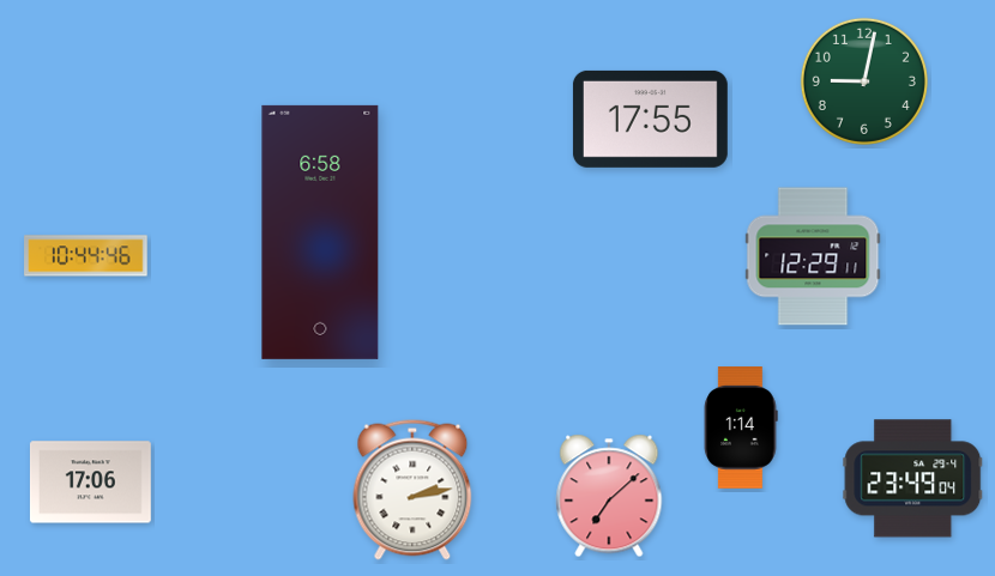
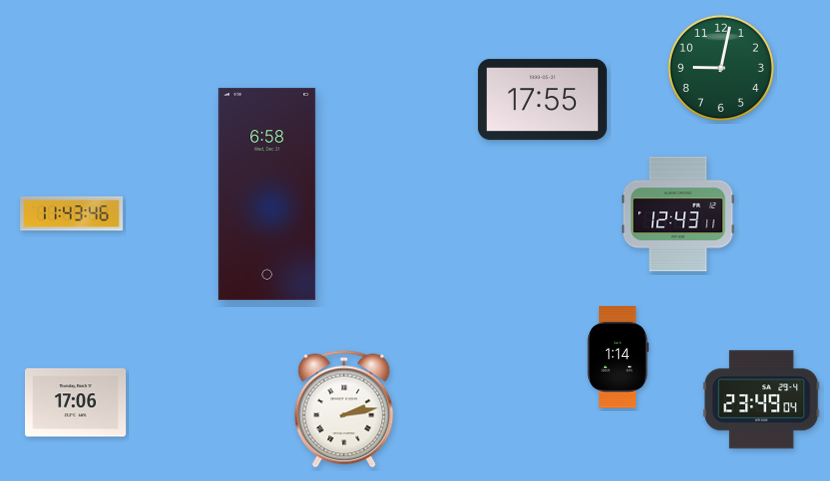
clock at (86, 256): 10:44 -> 11:43
clock at (813, 256): 12:29 -> 12:43
clock at (609, 496): 7:08 -> none
